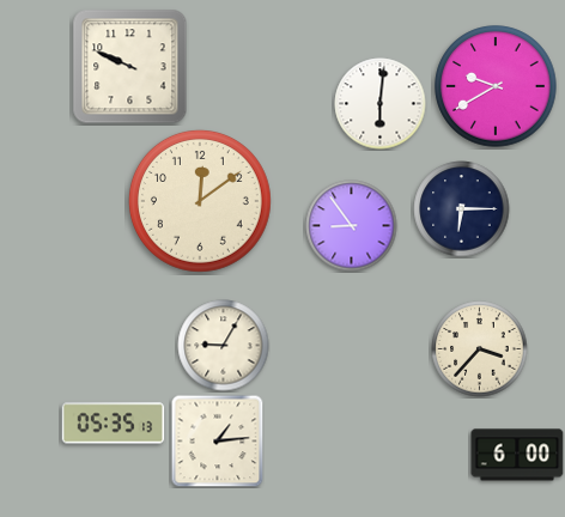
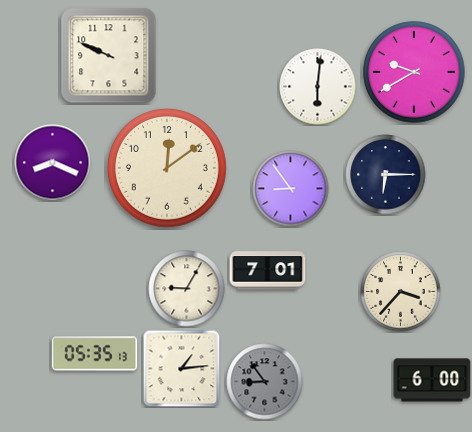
clock at (53, 163): none -> 8:19
clock at (352, 226) position: (352, 226) -> (291, 189)
clock at (268, 271): none -> 7:01
clock at (265, 382): none -> 8:54
